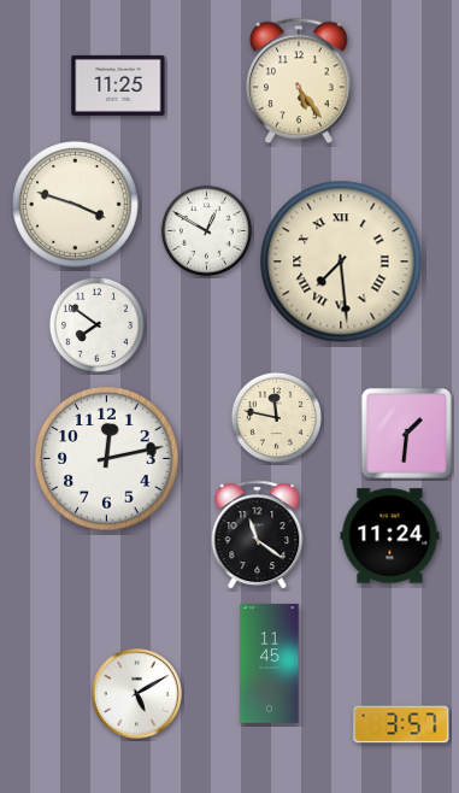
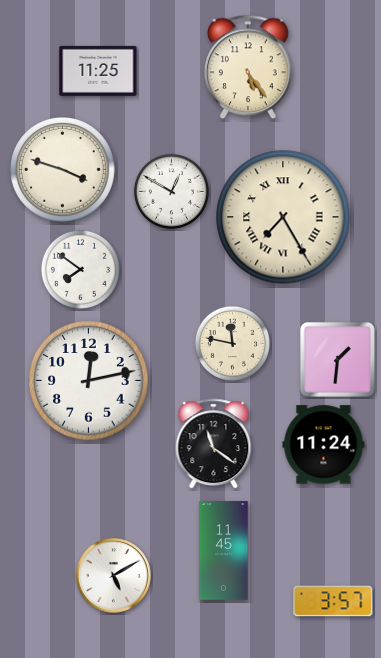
clock at (341, 262): 7:29 -> 7:25
clock at (276, 417) position: (276, 417) -> (232, 343)
